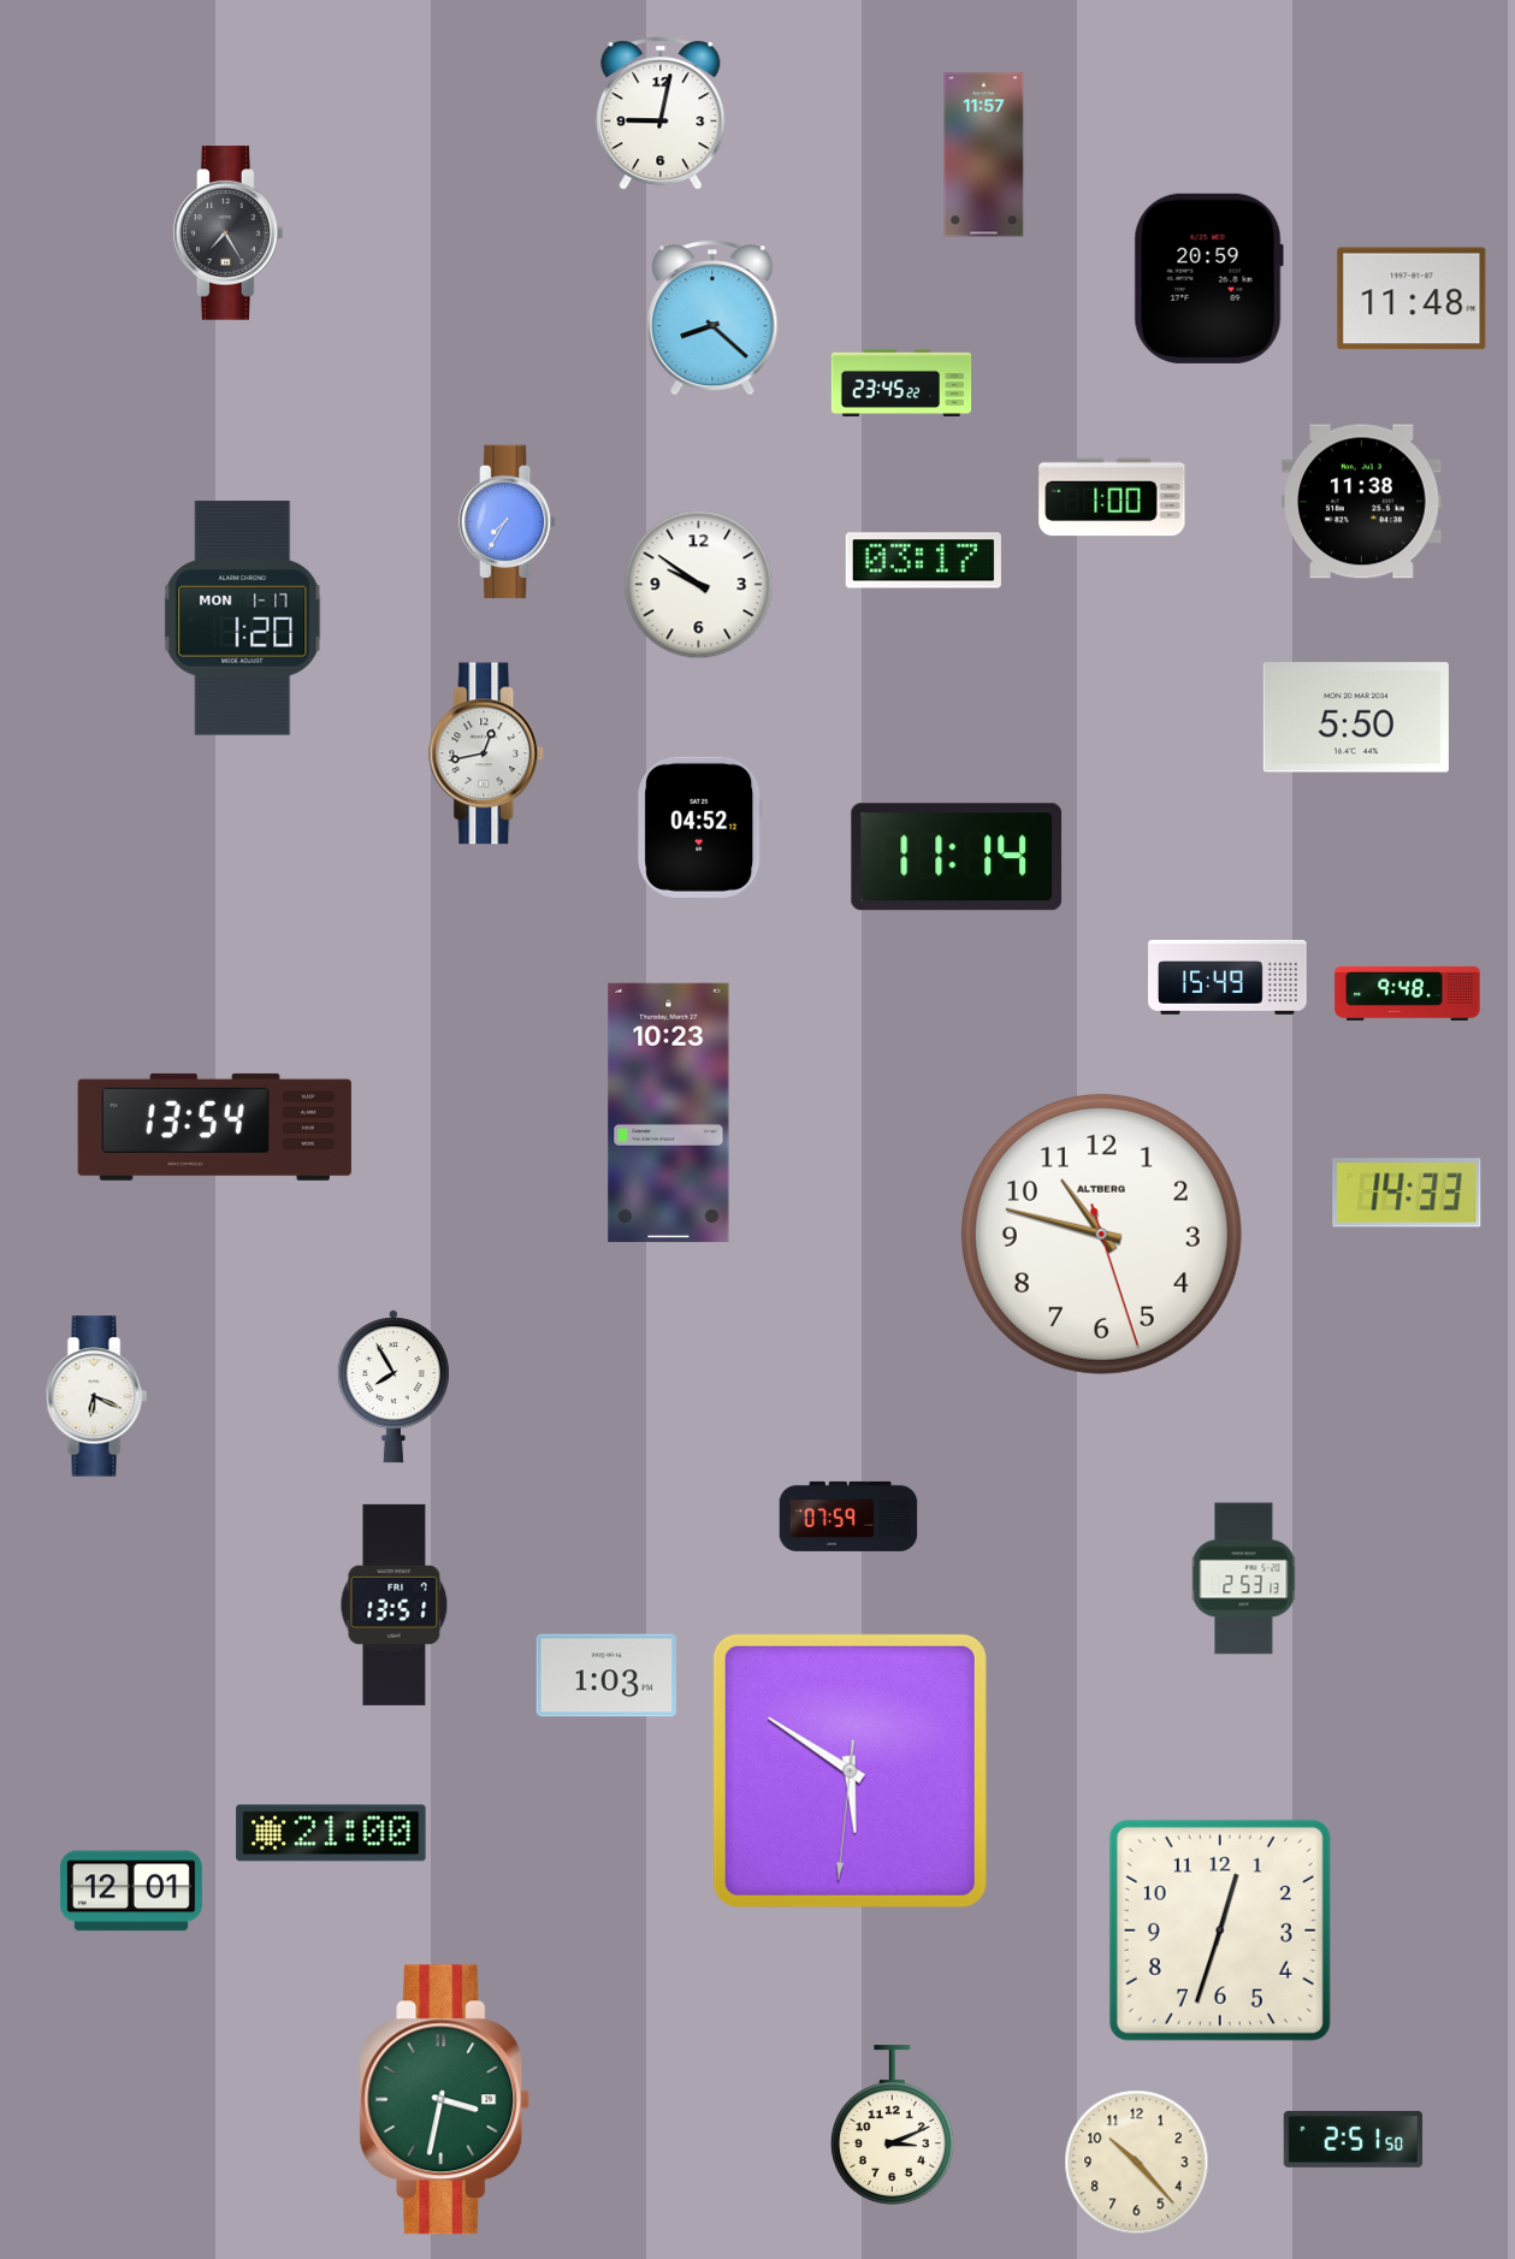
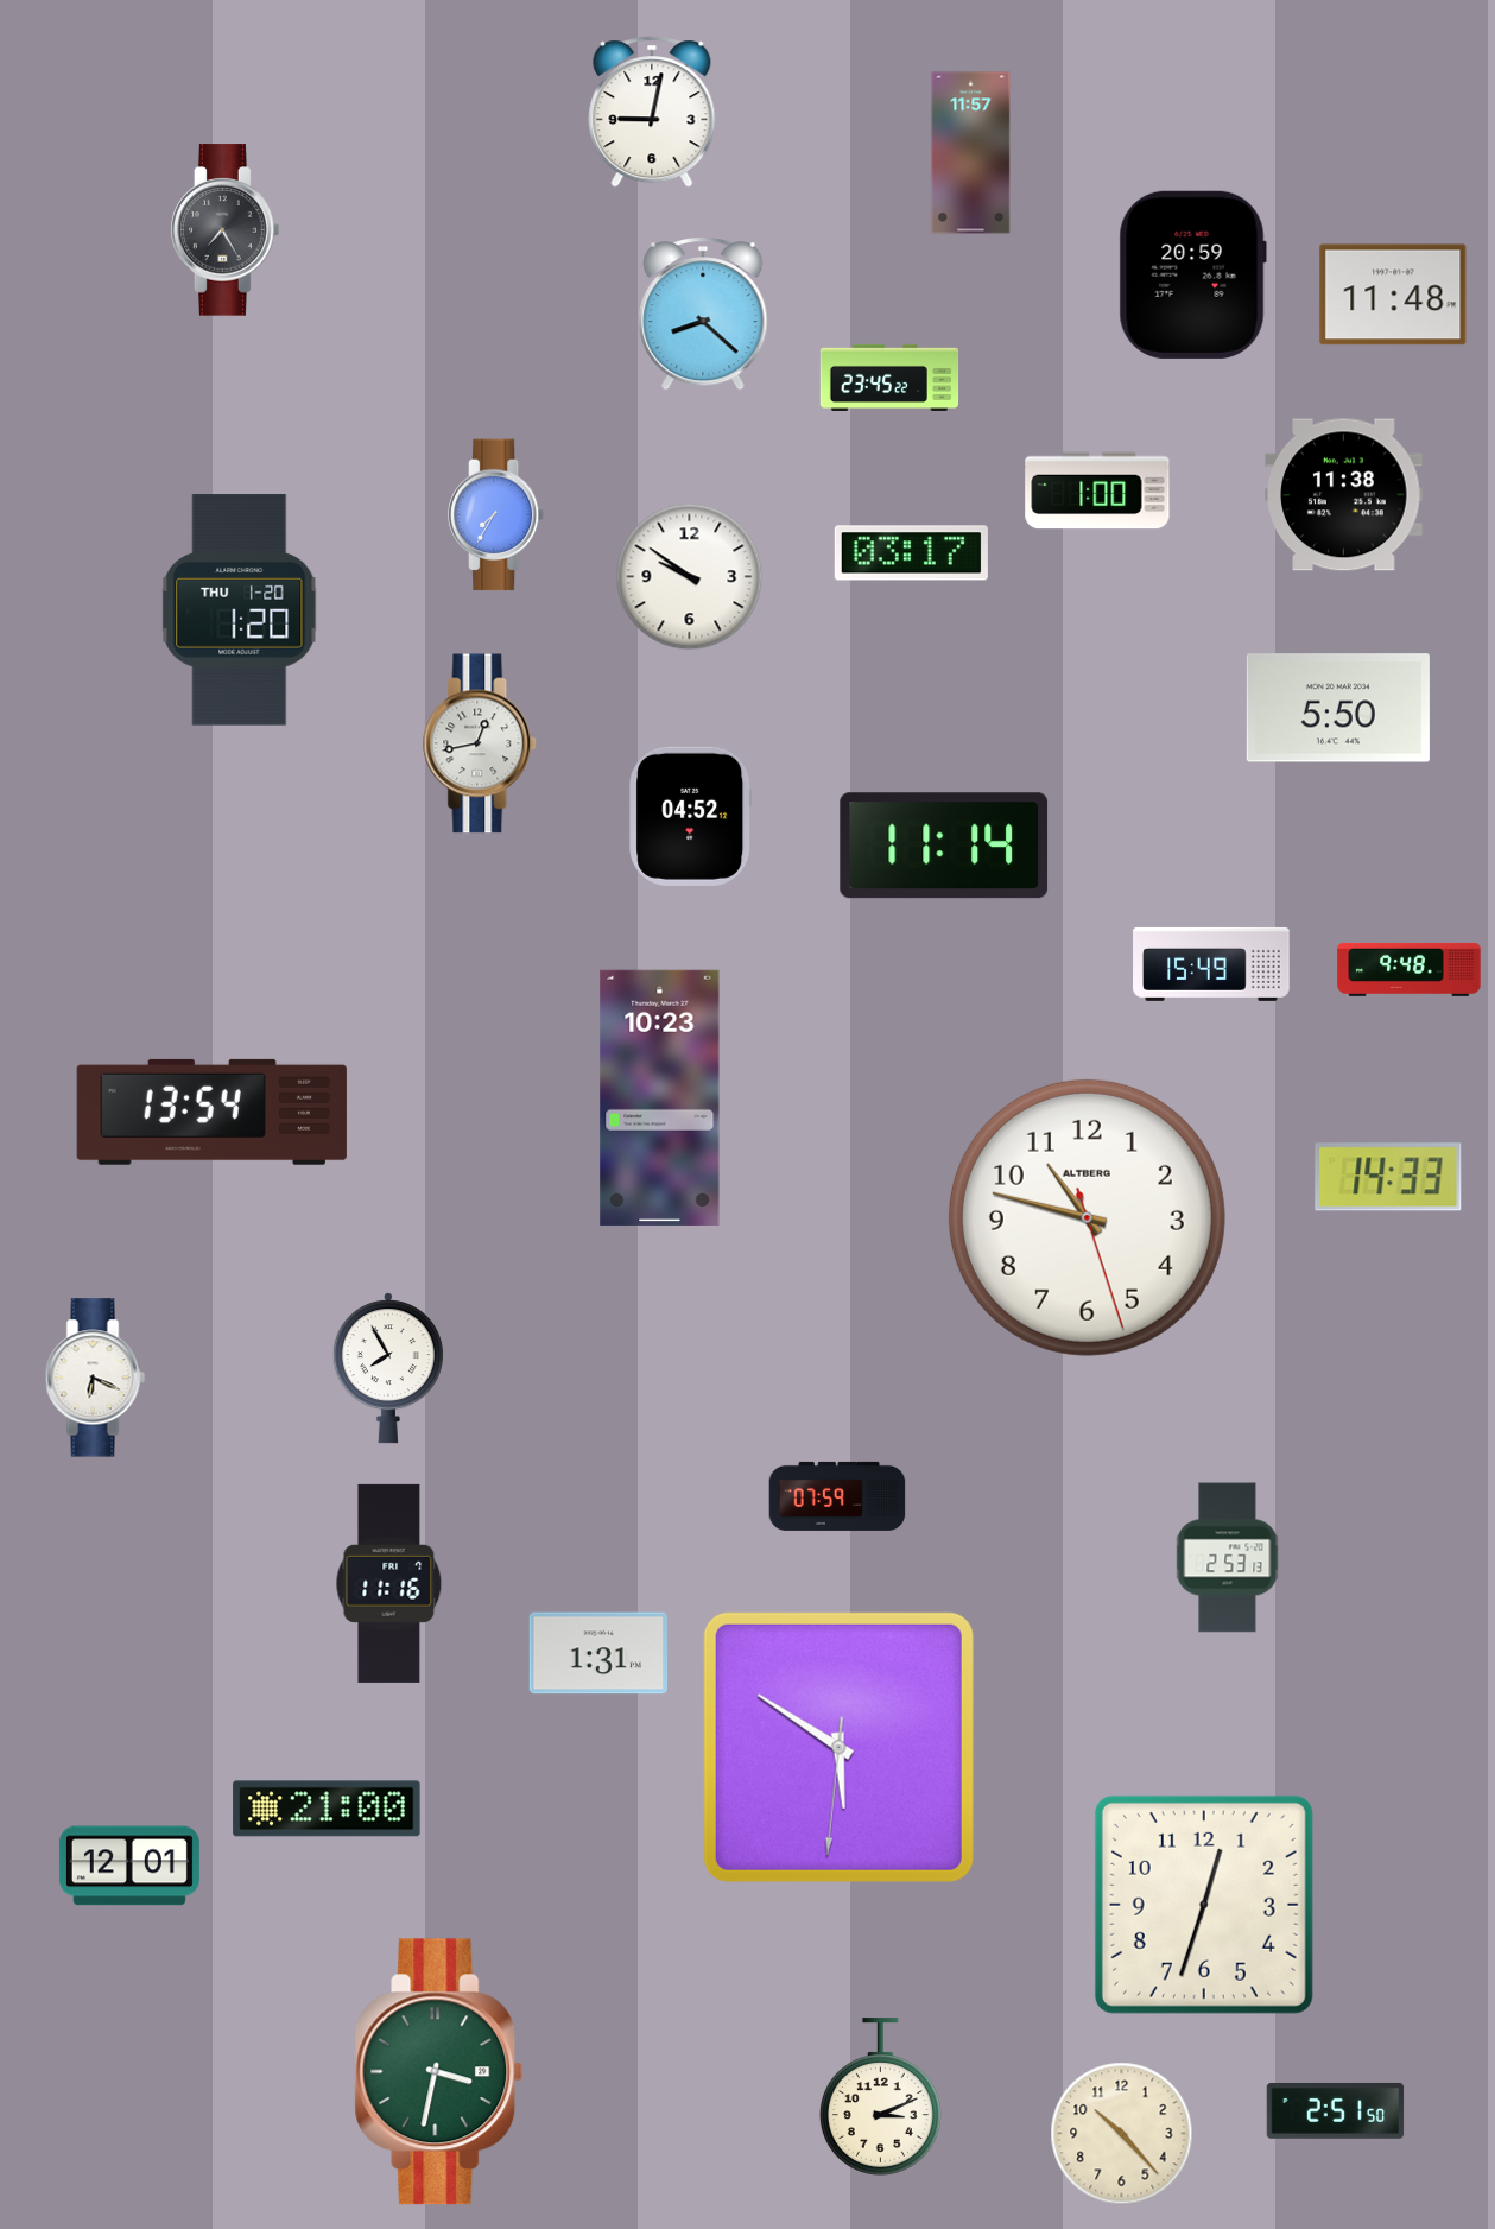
clock at (509, 522) position: (509, 522) -> (498, 515)
clock at (243, 619) date: MON 1-17 -> THU 1-20
clock at (1408, 993) position: (1408, 993) -> (1410, 969)
clock at (395, 1604): 13:51 -> 11:16
clock at (606, 1675): 1:03 -> 1:31
